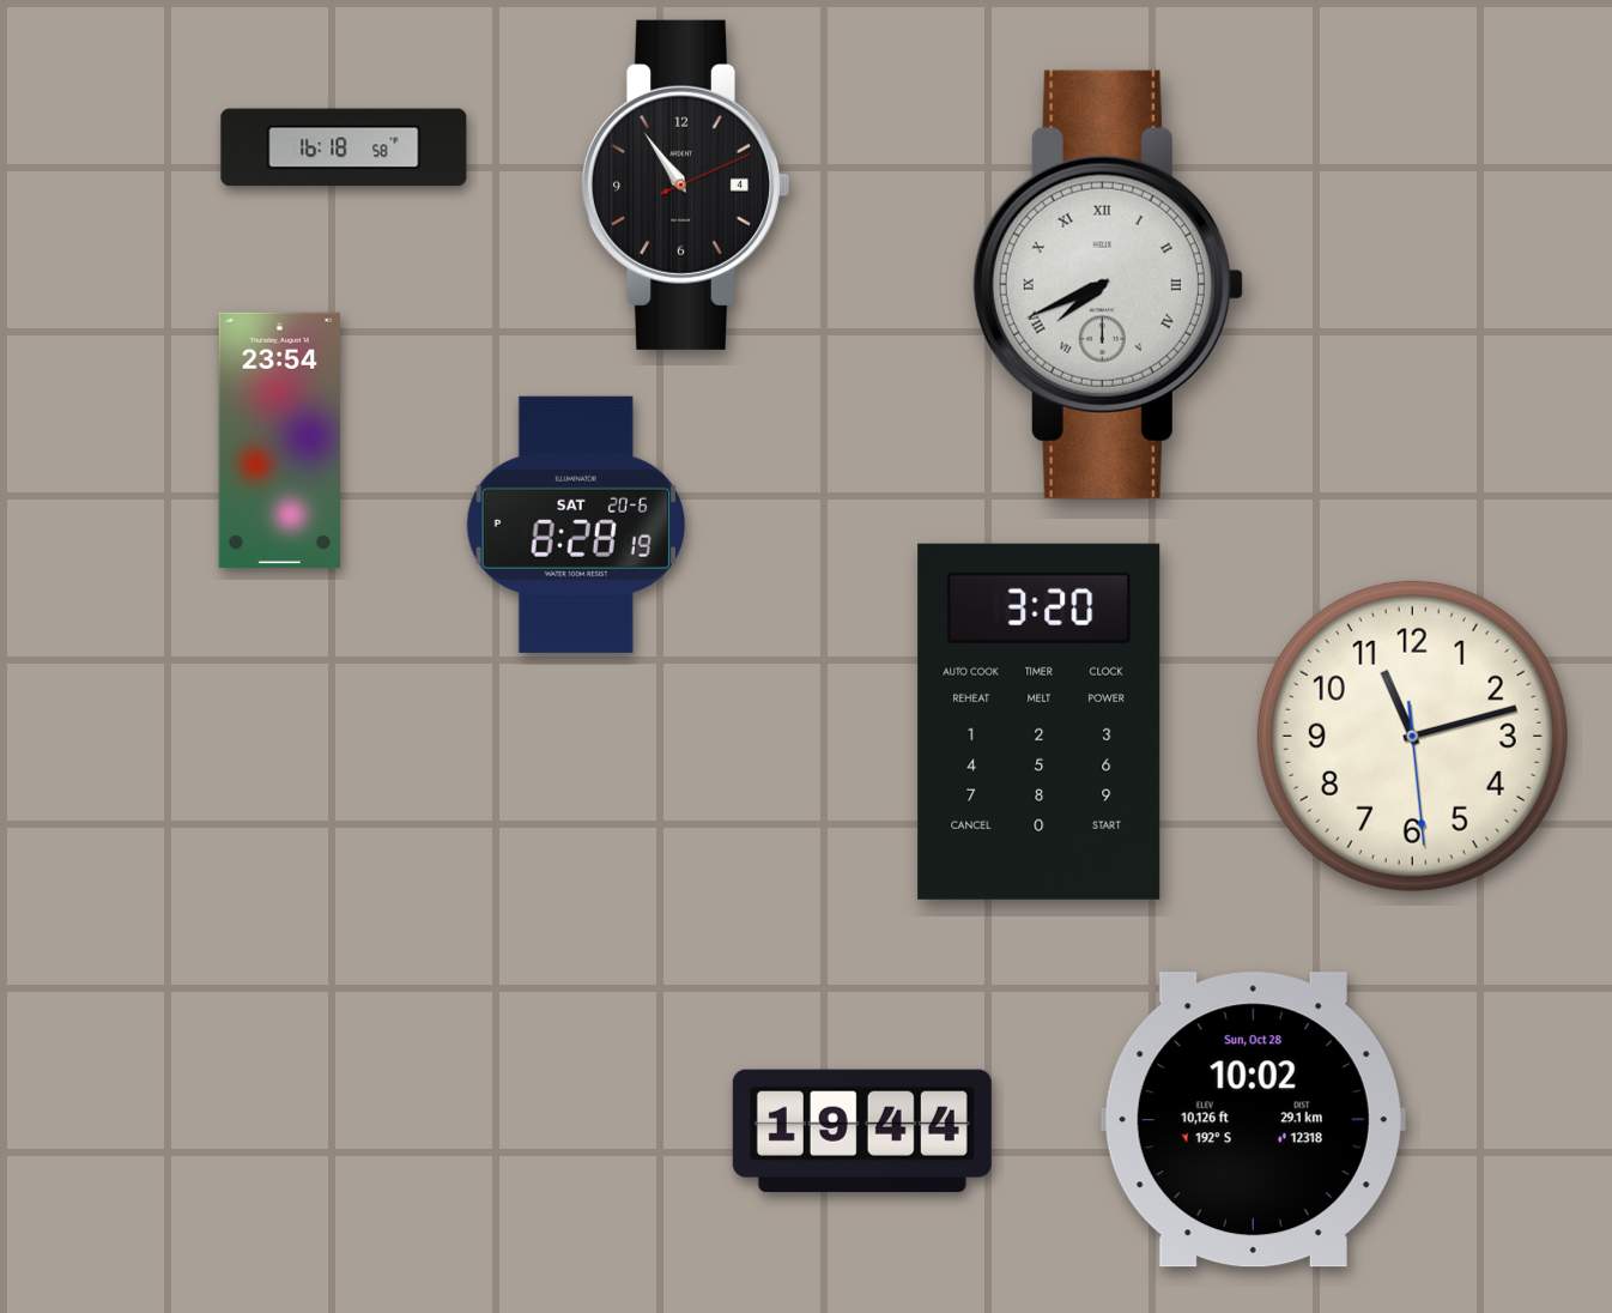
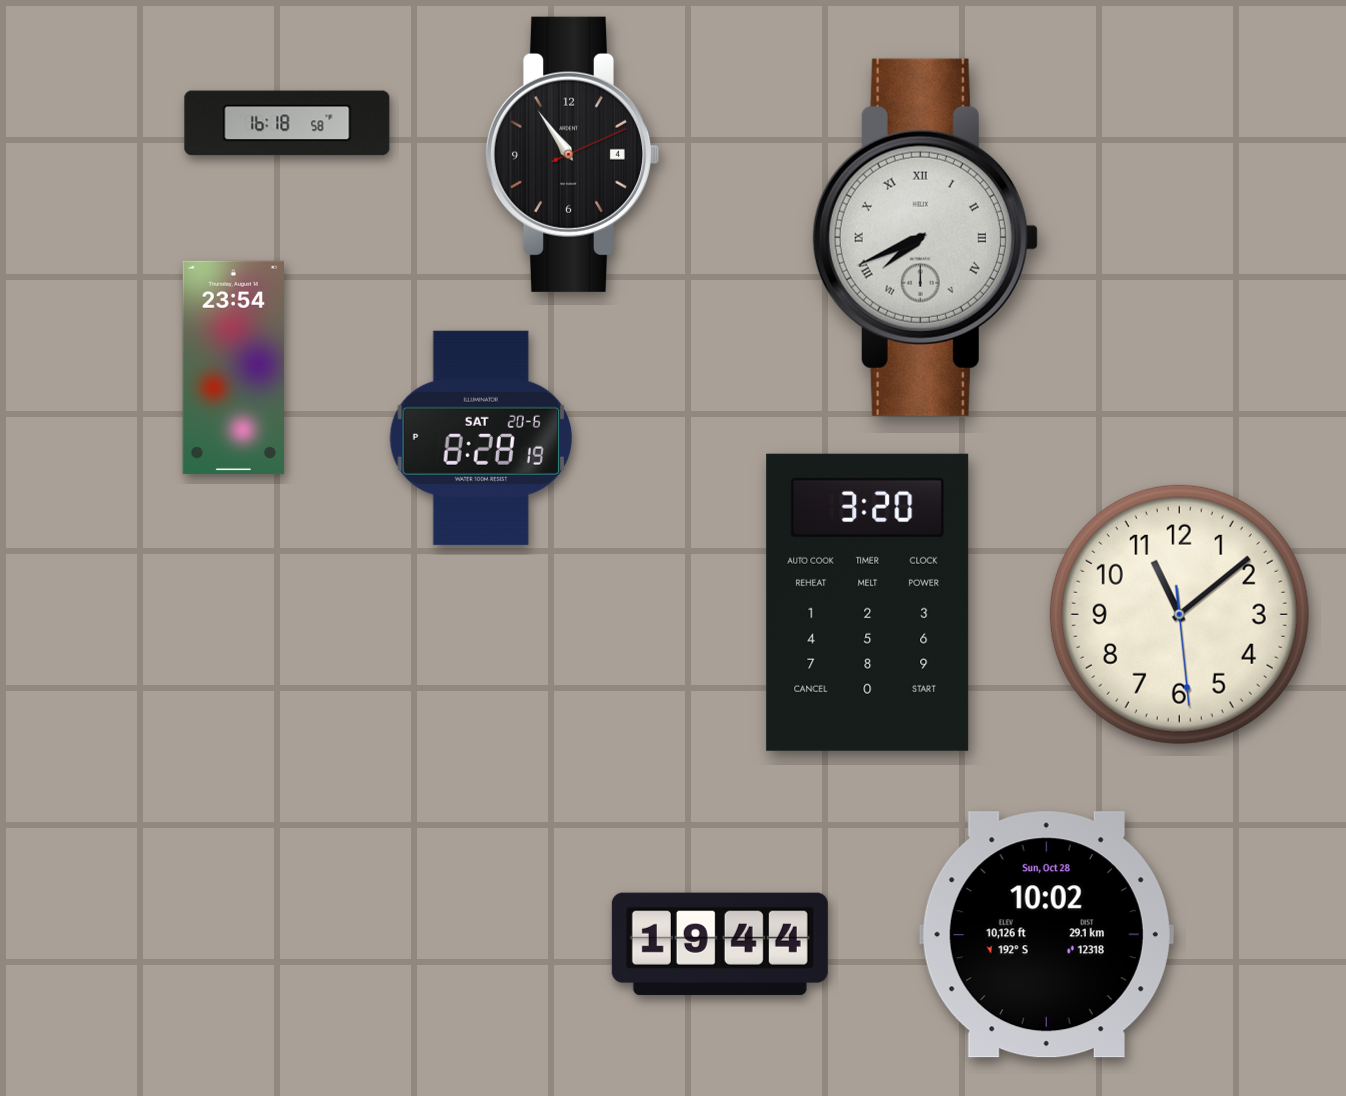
clock at (1412, 736): 11:12 -> 11:08
